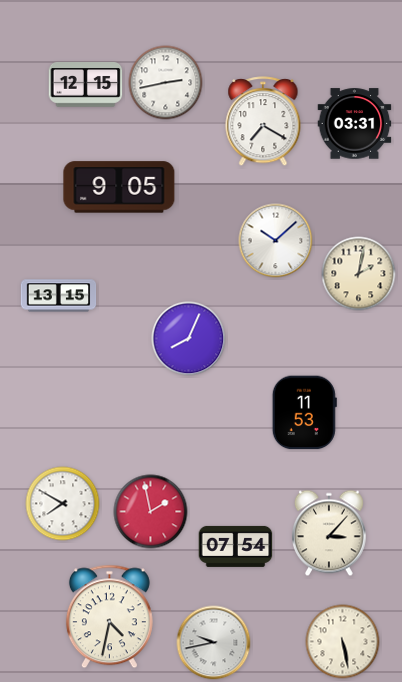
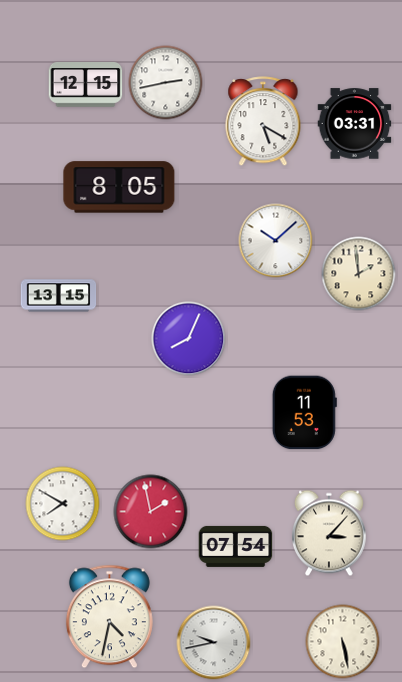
clock at (263, 122): 7:20 -> 5:20
clock at (119, 187): 9:05 -> 8:05
clock at (359, 274): 2:02 -> 1:59
